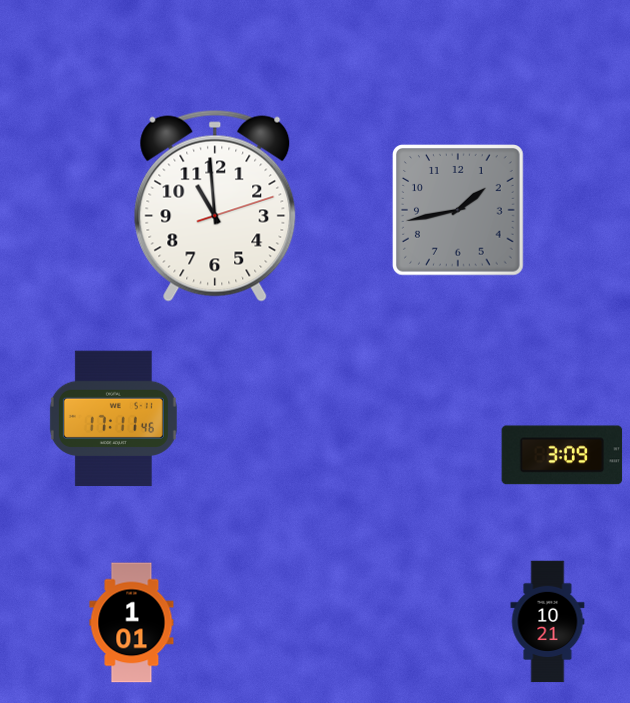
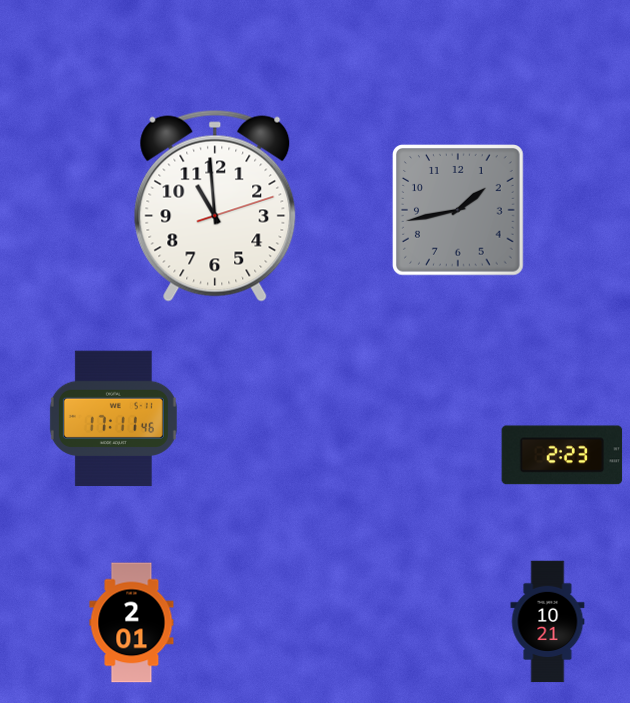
clock at (562, 455): 3:09 -> 2:23
clock at (132, 623): 1:01 -> 2:01
